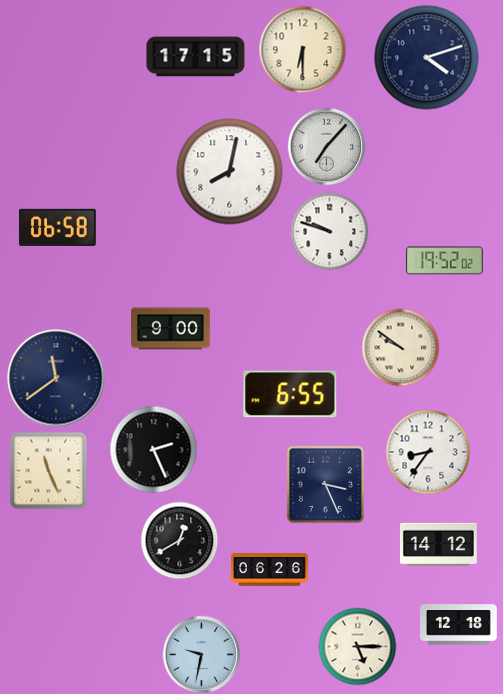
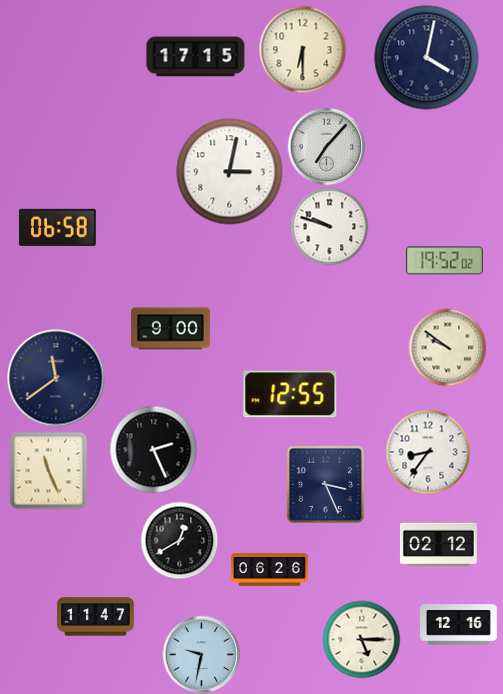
clock at (427, 58): 4:12 -> 4:02
clock at (230, 172): 8:02 -> 3:02
clock at (329, 231) position: (329, 231) -> (329, 226)
clock at (400, 347) position: (400, 347) -> (447, 347)
clock at (290, 394): 6:55 -> 12:55
clock at (438, 544): 14:12 -> 02:12
clock at (96, 617): none -> 11:47
clock at (459, 625): 12:18 -> 12:16
clock at (357, 646) position: (357, 646) -> (361, 639)
